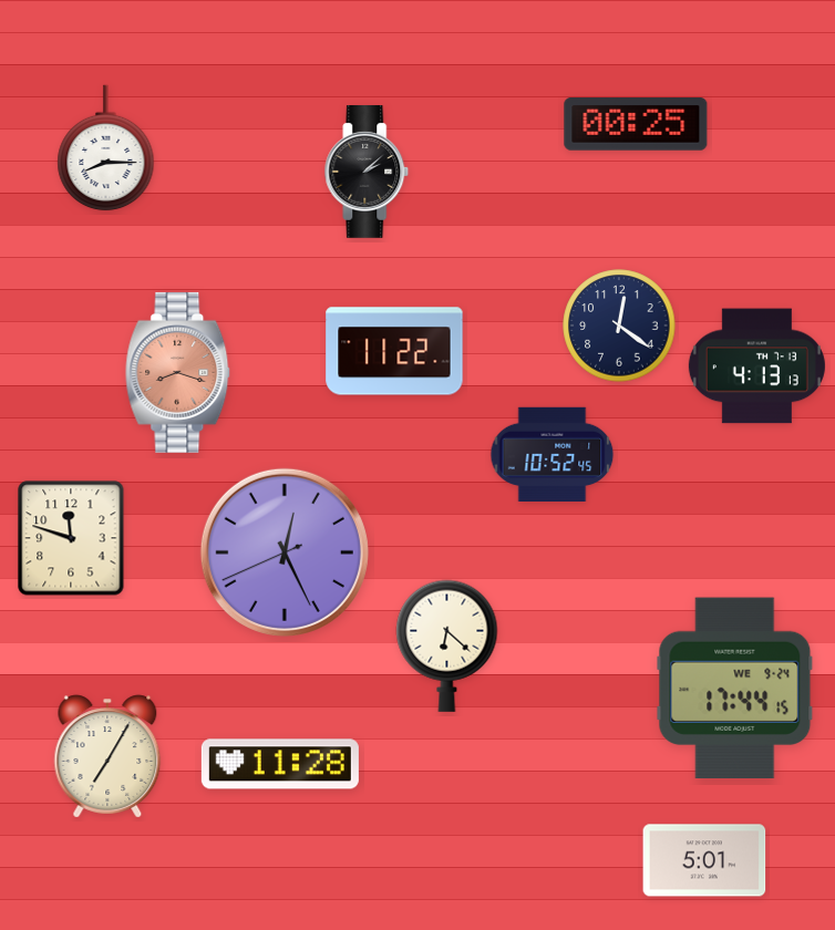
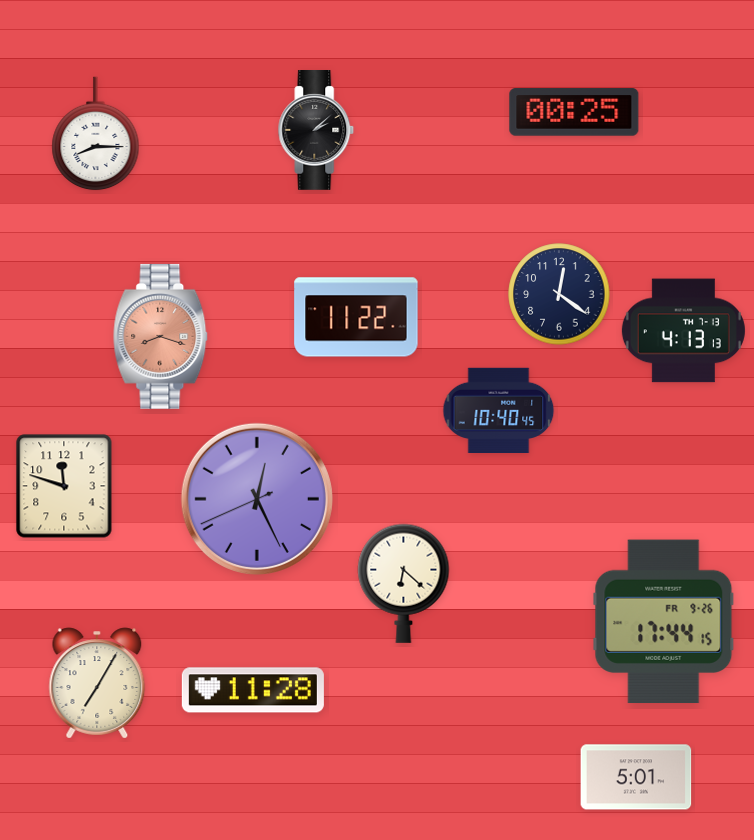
clock at (367, 173) position: (367, 173) -> (316, 131)
clock at (553, 454): 10:52 -> 10:40
clock at (735, 689) date: WE 9-24 -> FR 9-26
